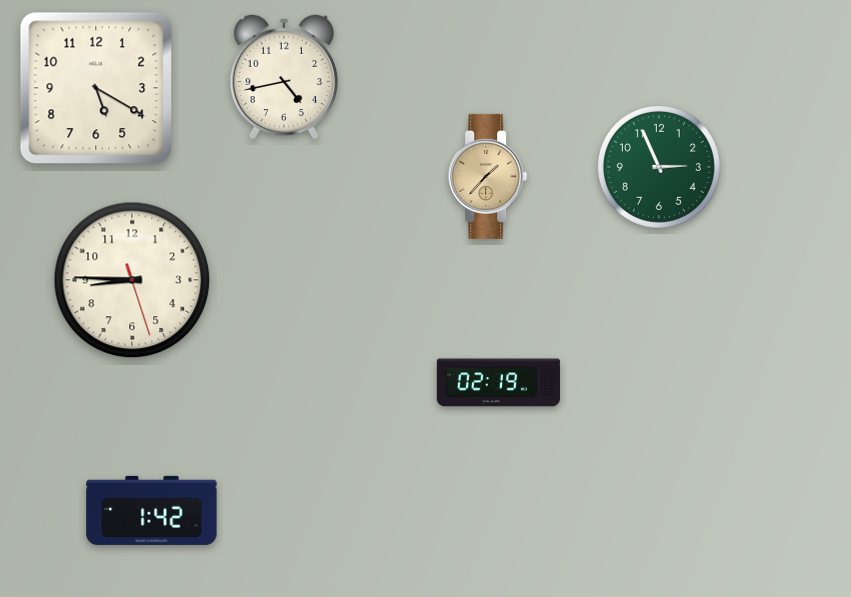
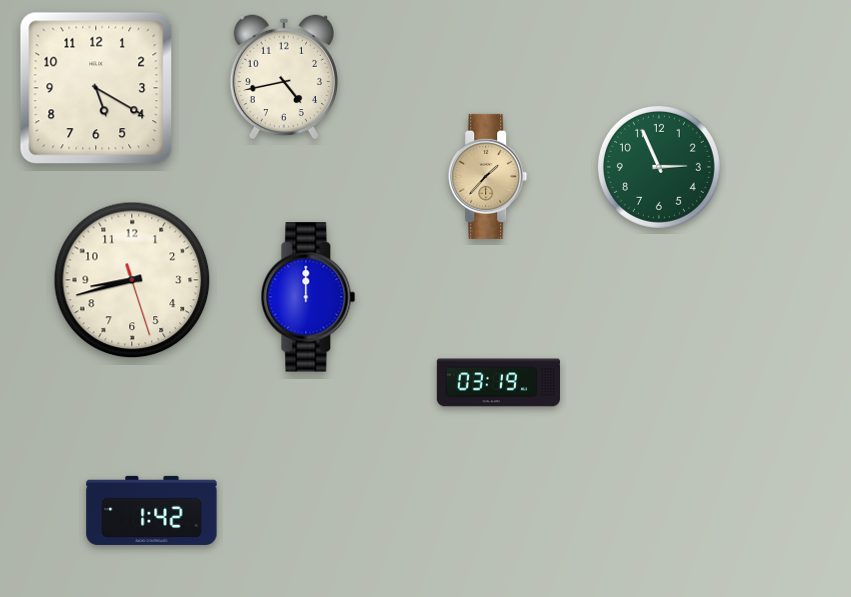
clock at (132, 280): 8:45 -> 8:42
clock at (308, 297): none -> 12:00
clock at (498, 383): 02:19 -> 03:19
